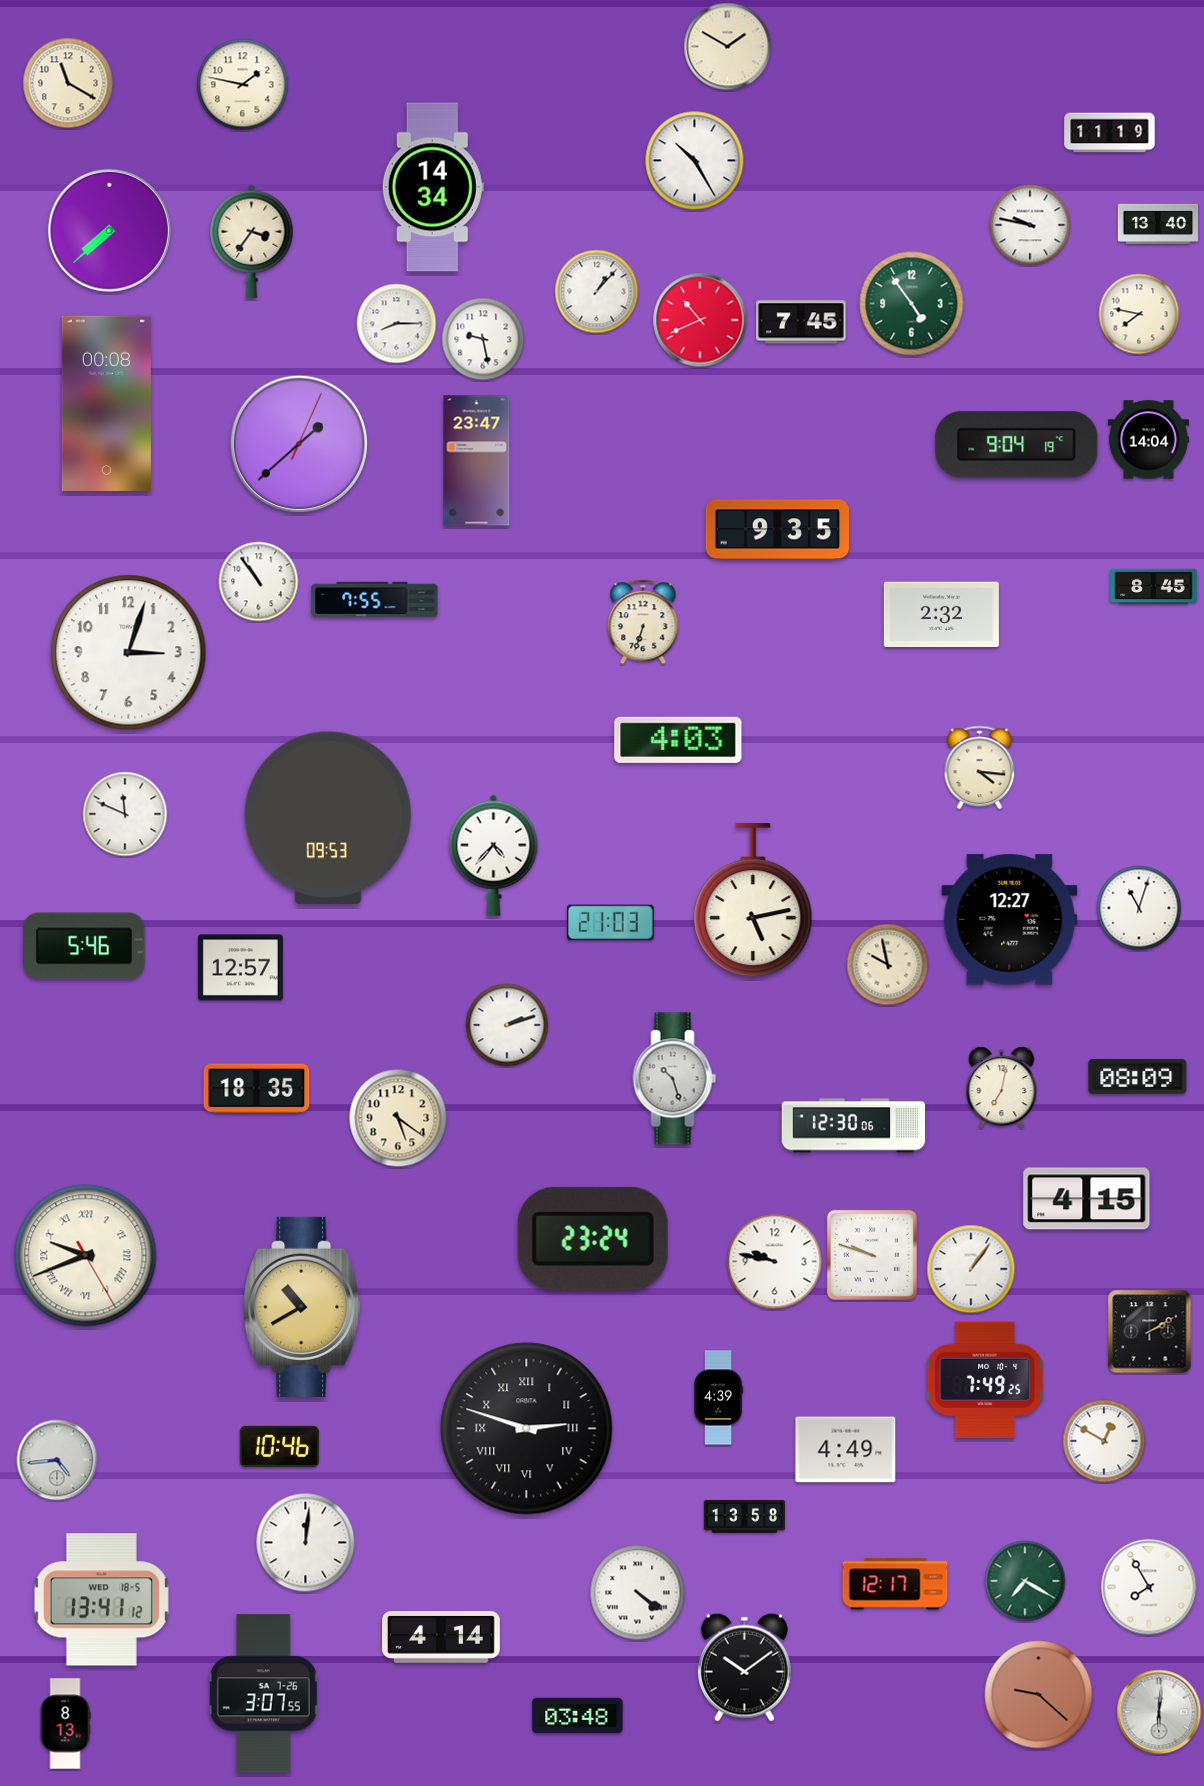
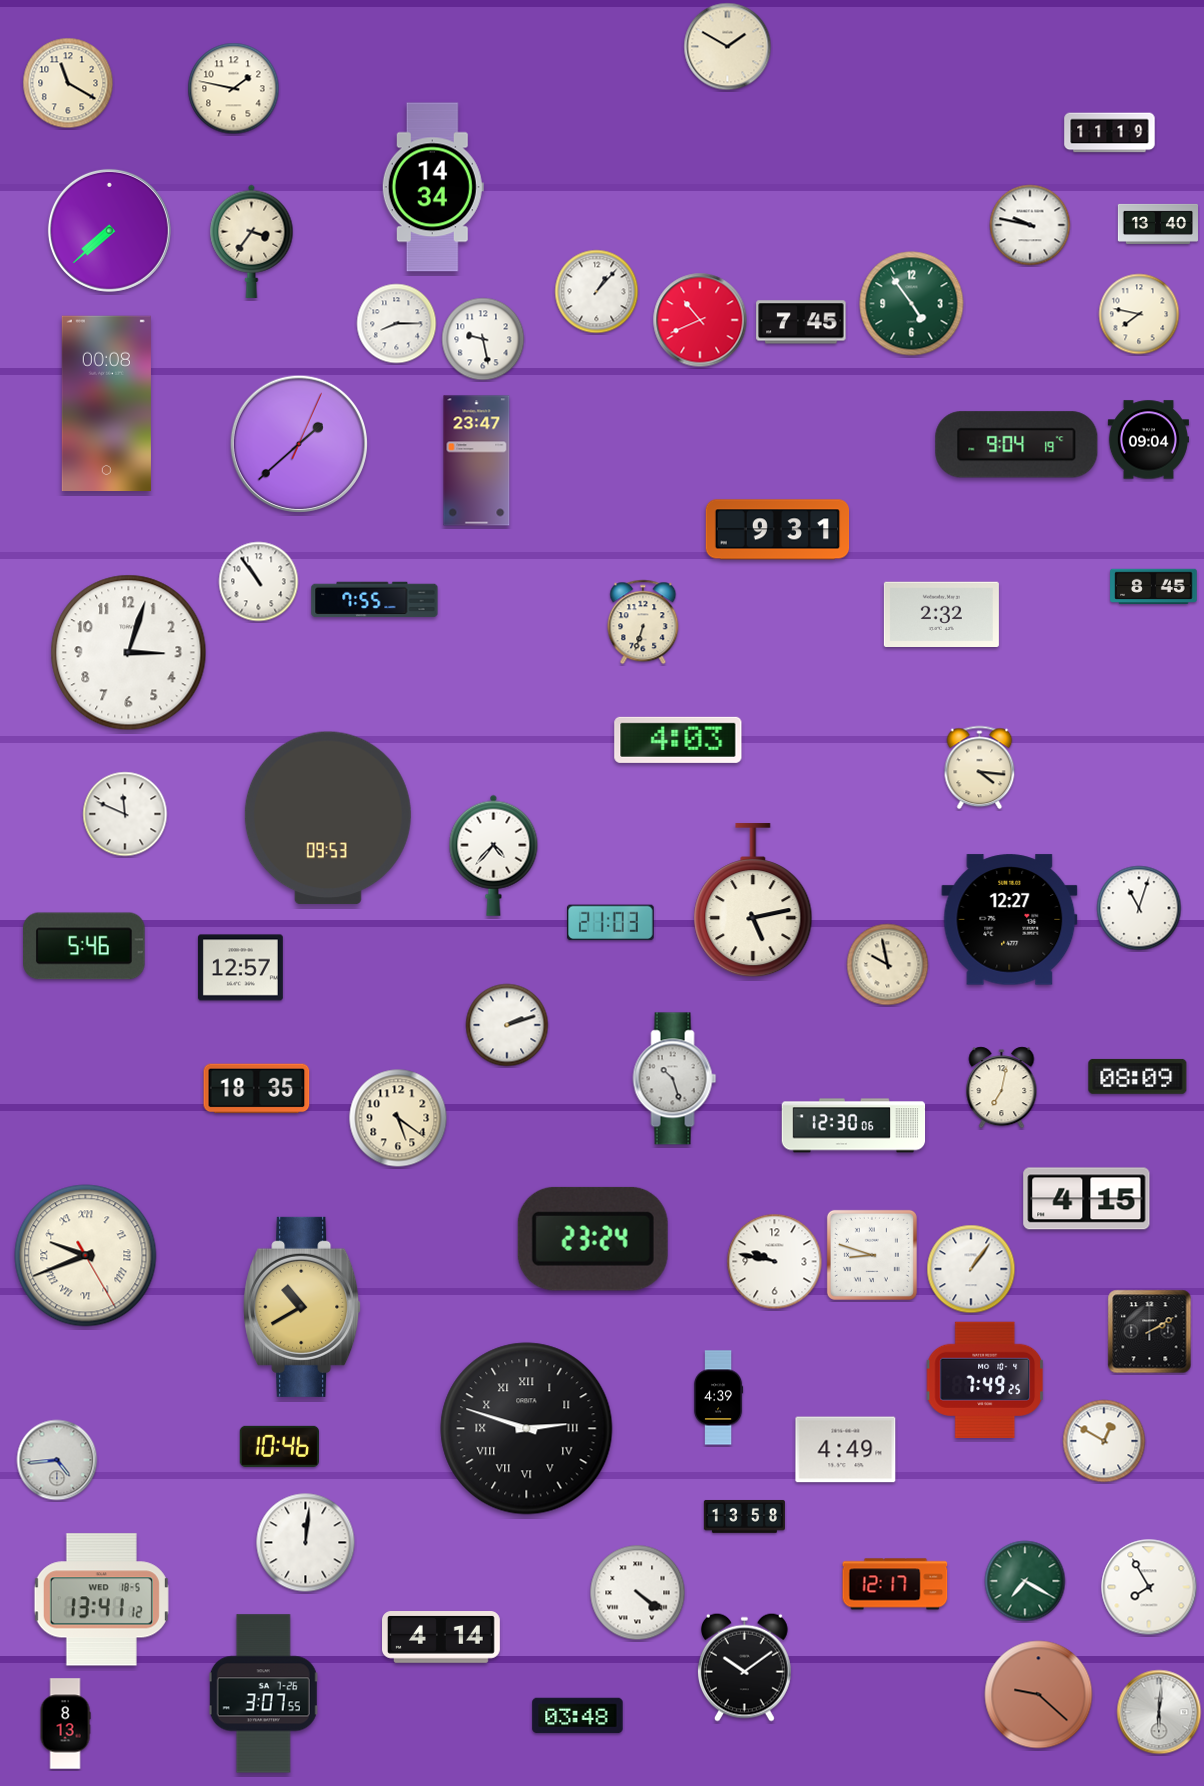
clock at (243, 85) position: (243, 85) -> (234, 89)
clock at (695, 161): 10:25 -> none
clock at (1148, 440): 14:04 -> 09:04
clock at (778, 530): 9:35 -> 9:31
clock at (872, 1255): 9:48 -> 8:48
